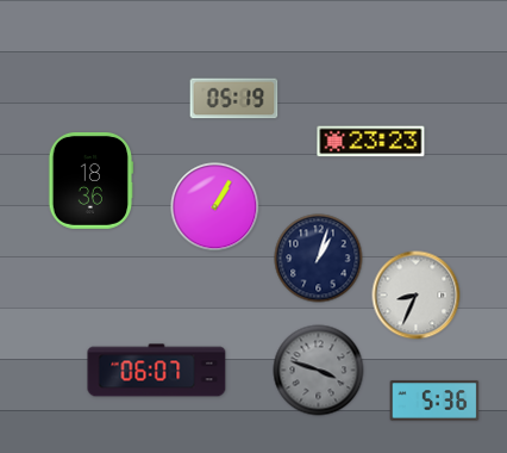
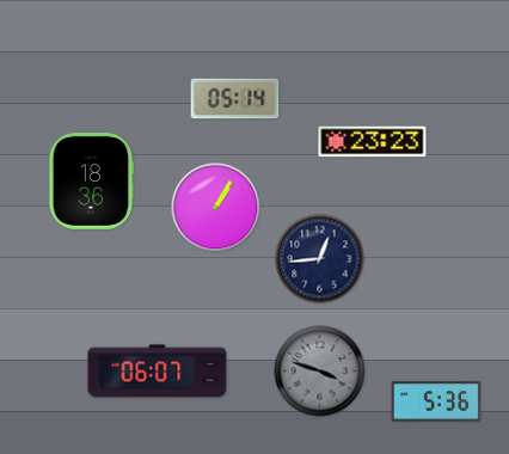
clock at (234, 99): 05:19 -> 05:14
clock at (319, 259): 1:03 -> 12:44
clock at (417, 296): 8:34 -> none
